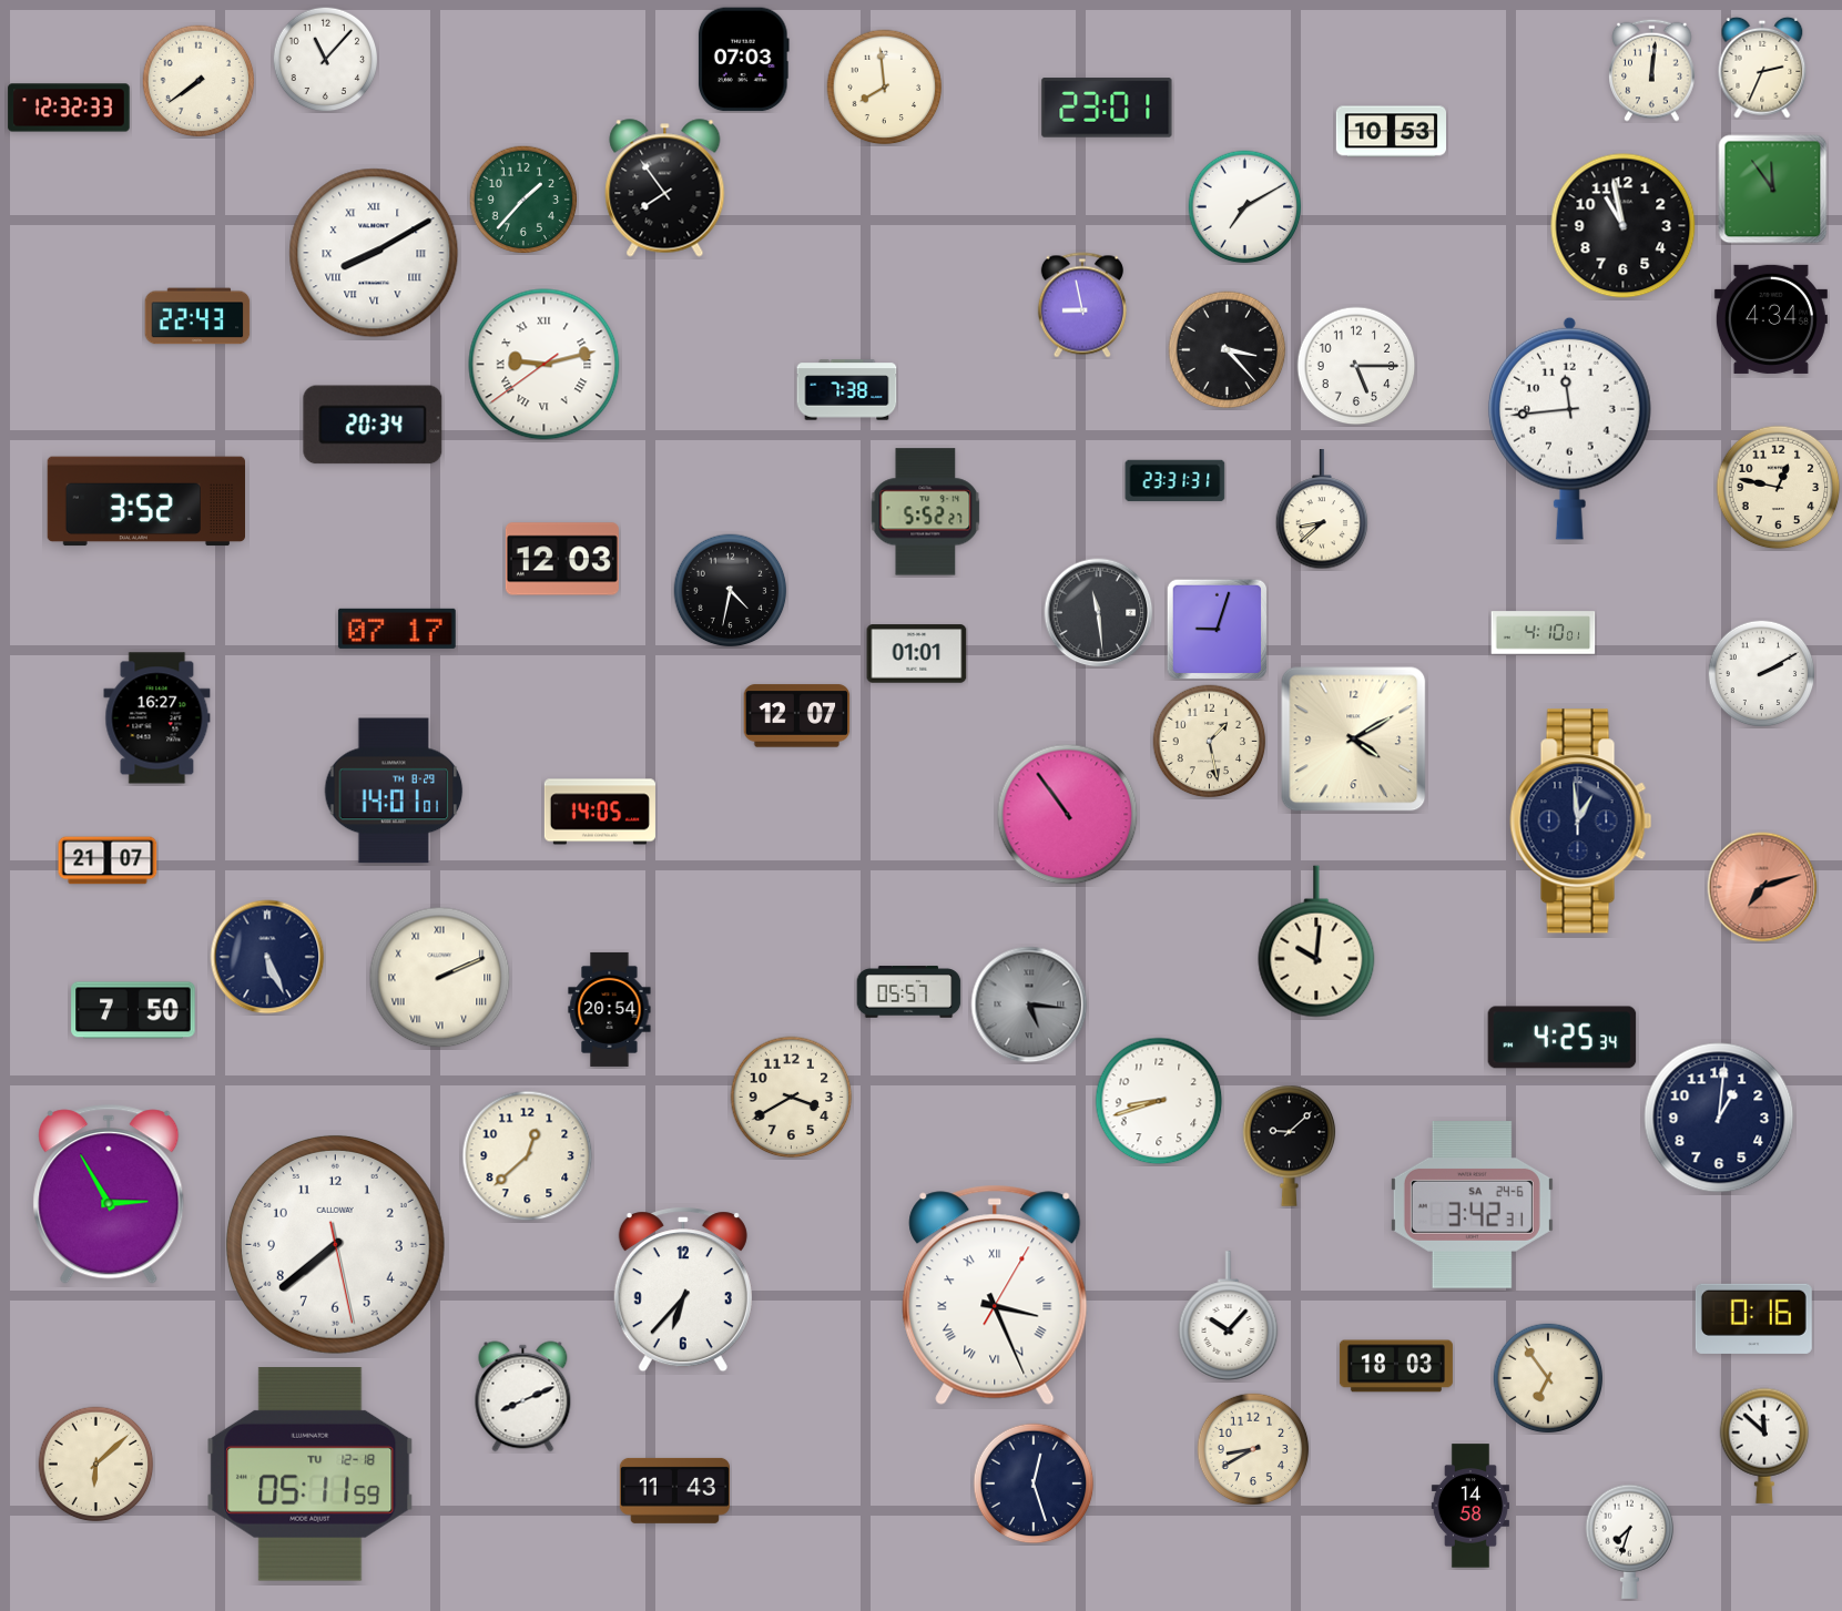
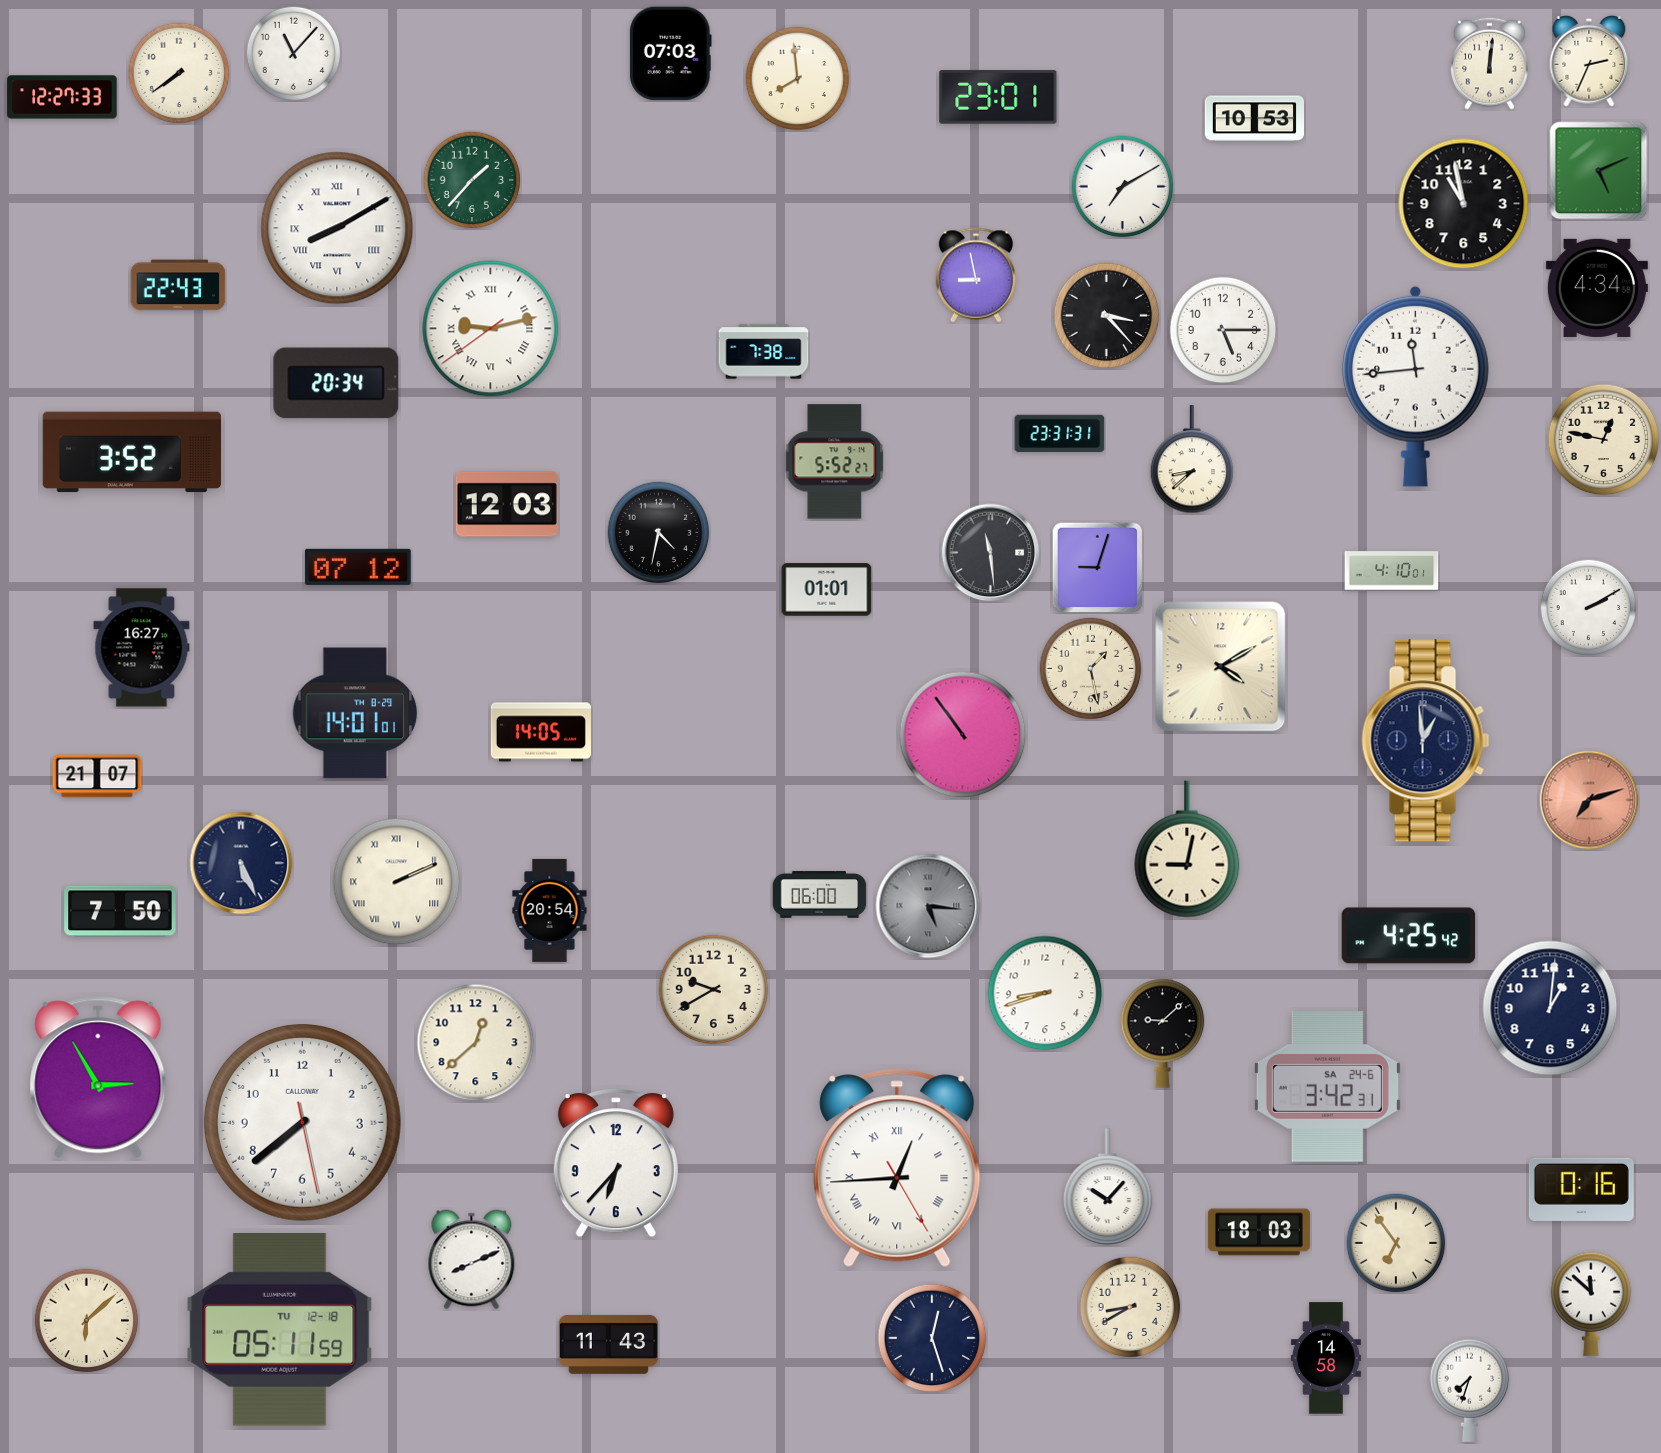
clock at (69, 108): 12:32 -> 12:27
clock at (665, 188): 7:54 -> none
clock at (1773, 190): 11:54 -> 5:11
clock at (397, 629): 07:17 -> 07:12
clock at (797, 716): 12:07 -> none
clock at (1316, 941): 10:01 -> 9:02
clock at (909, 992): 05:57 -> 06:00
clock at (1563, 1038): 4:25:34 -> 4:25:42
clock at (792, 1098): 3:40 -> 9:40
clock at (995, 1295): 3:26 -> 12:44
